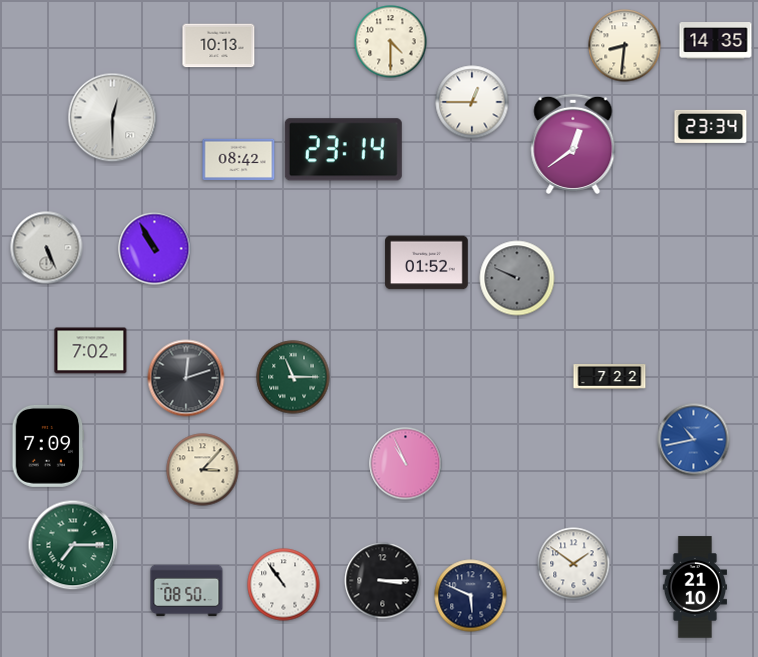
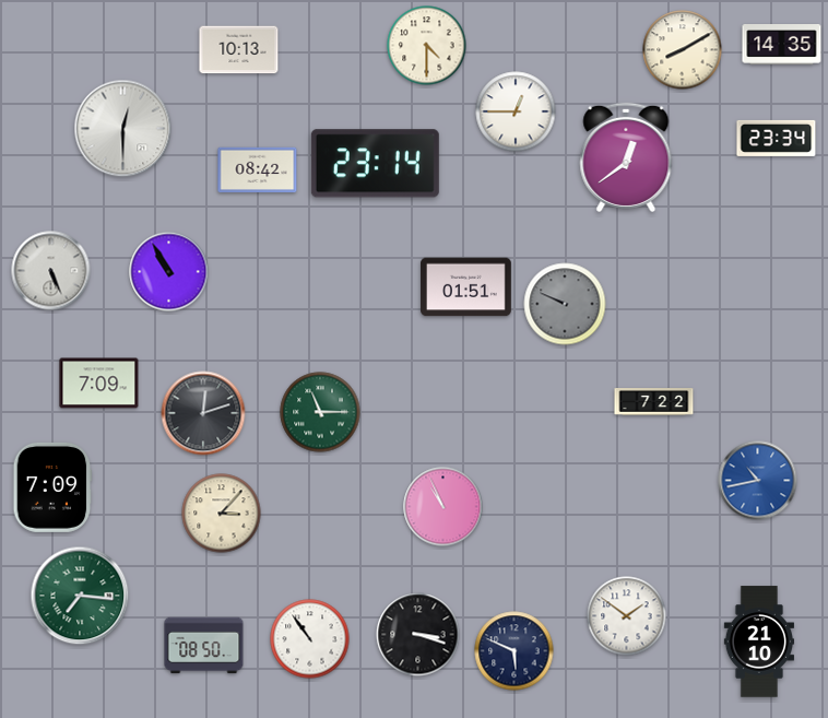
clock at (625, 46): 8:31 -> 8:10
clock at (239, 160) position: (239, 160) -> (258, 170)
clock at (427, 263): 01:52 -> 01:51
clock at (91, 351): 7:02 -> 7:09
clock at (610, 377) position: (610, 377) -> (654, 402)
clock at (73, 545): 7:15 -> 7:16
clock at (383, 581): 3:15 -> 3:18
